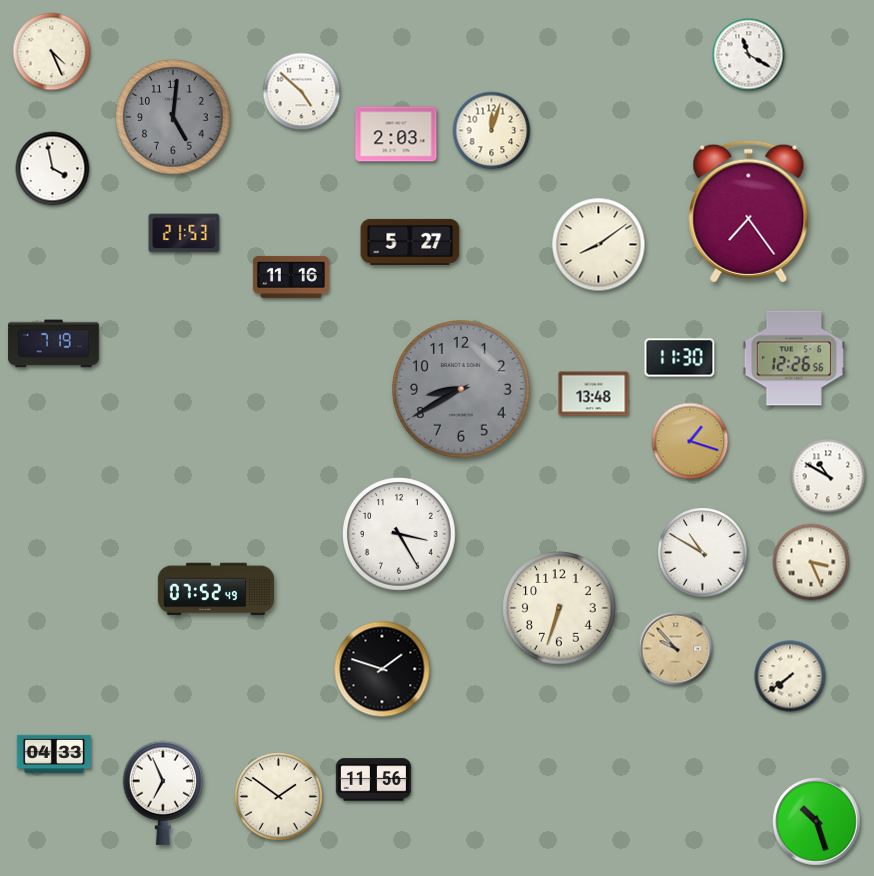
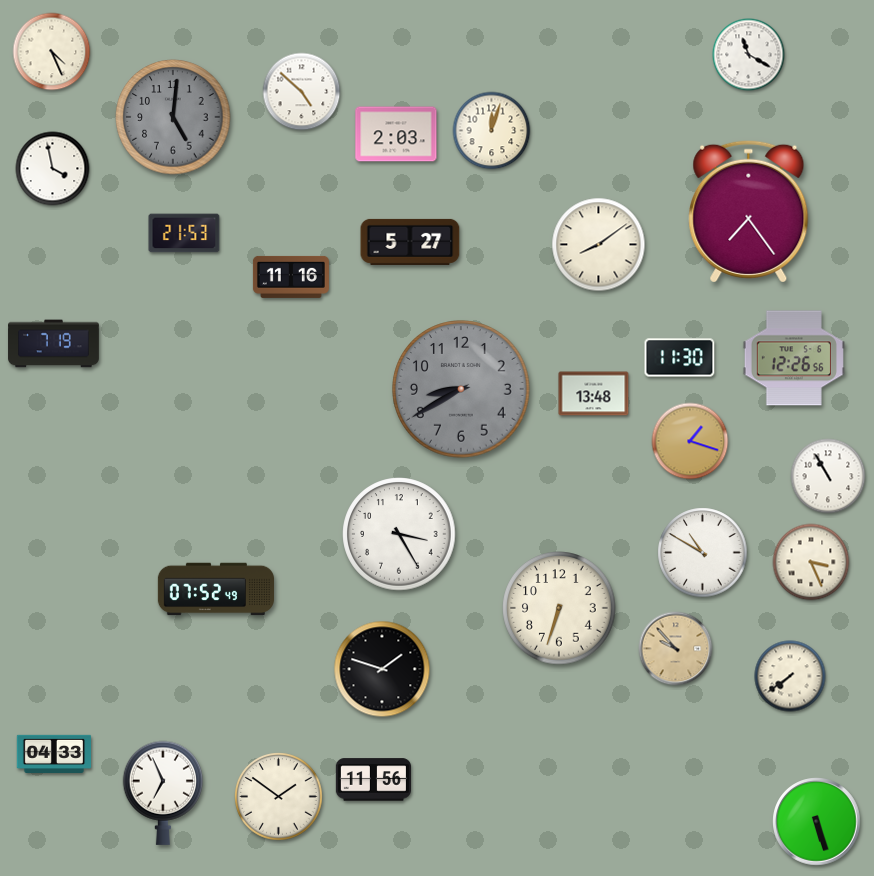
clock at (828, 476): 10:50 -> 10:55
clock at (817, 822): 10:27 -> 5:27
